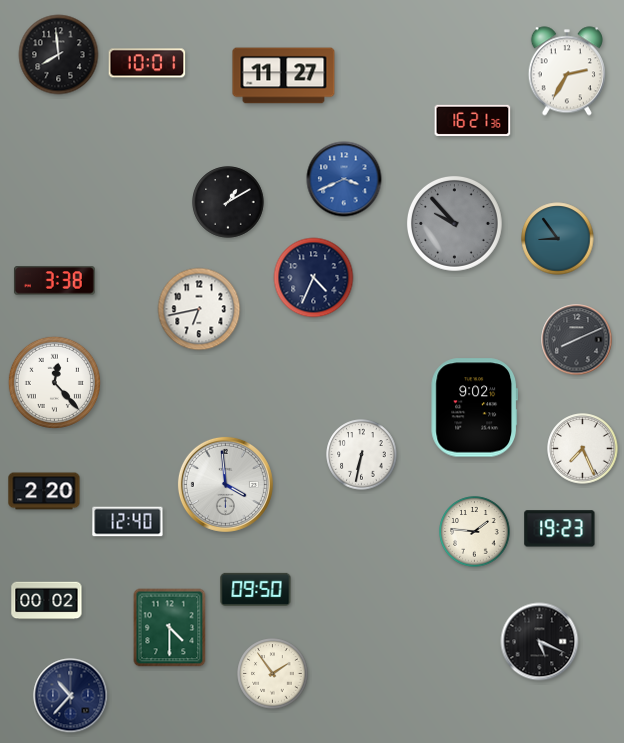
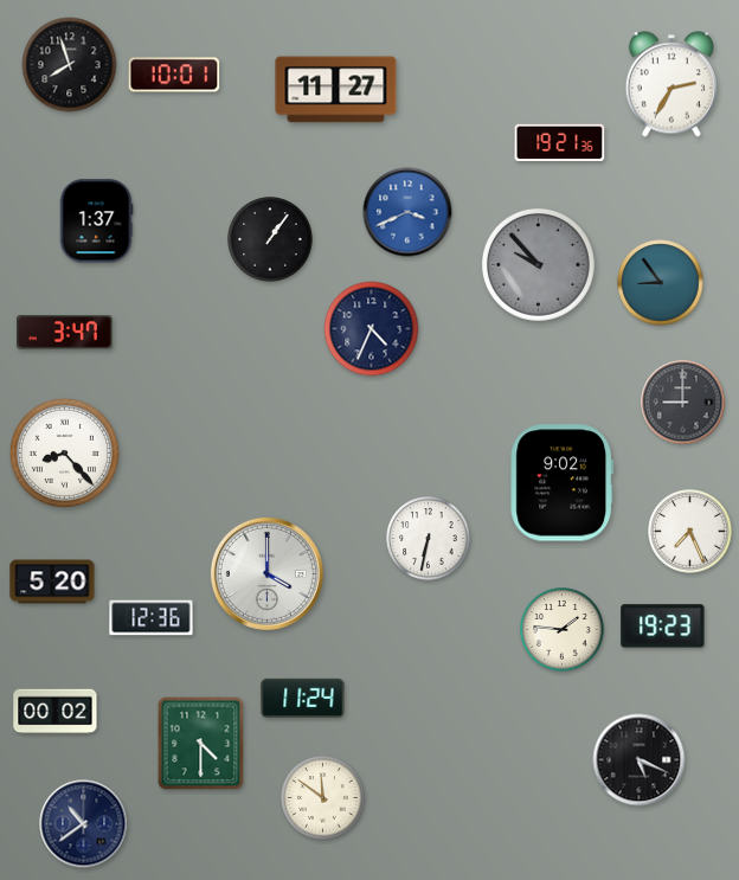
clock at (59, 55): 7:59 -> 7:57
clock at (473, 120): 16:21 -> 19:21
clock at (96, 221): none -> 1:37
clock at (228, 202): 1:10 -> 1:06
clock at (54, 281): 3:38 -> 3:47
clock at (199, 309): 6:43 -> none
clock at (577, 340): 8:11 -> 9:00
clock at (54, 382): 12:23 -> 8:23
clock at (225, 484): 3:59 -> 4:00
clock at (44, 491): 2:20 -> 5:20
clock at (128, 522): 12:40 -> 12:36
clock at (256, 589): 09:50 -> 11:24
clock at (273, 674): 1:54 -> 11:51
clock at (71, 696): 10:37 -> 10:39
